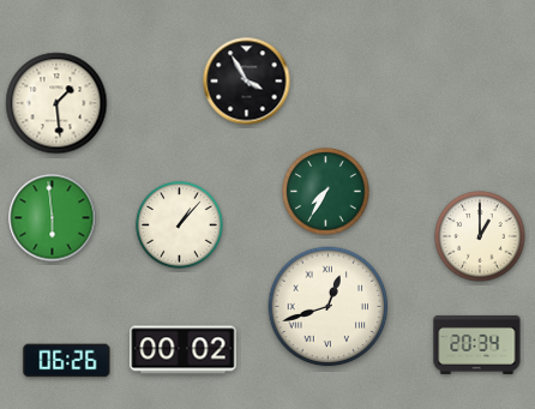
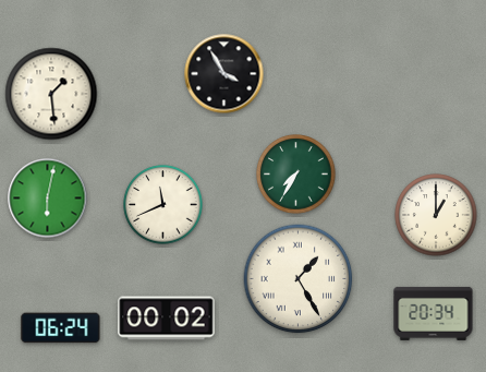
clock at (53, 218): 5:59 -> 6:02
clock at (180, 225): 1:07 -> 11:41
clock at (329, 307): 12:42 -> 1:25
clock at (67, 361): 06:26 -> 06:24
